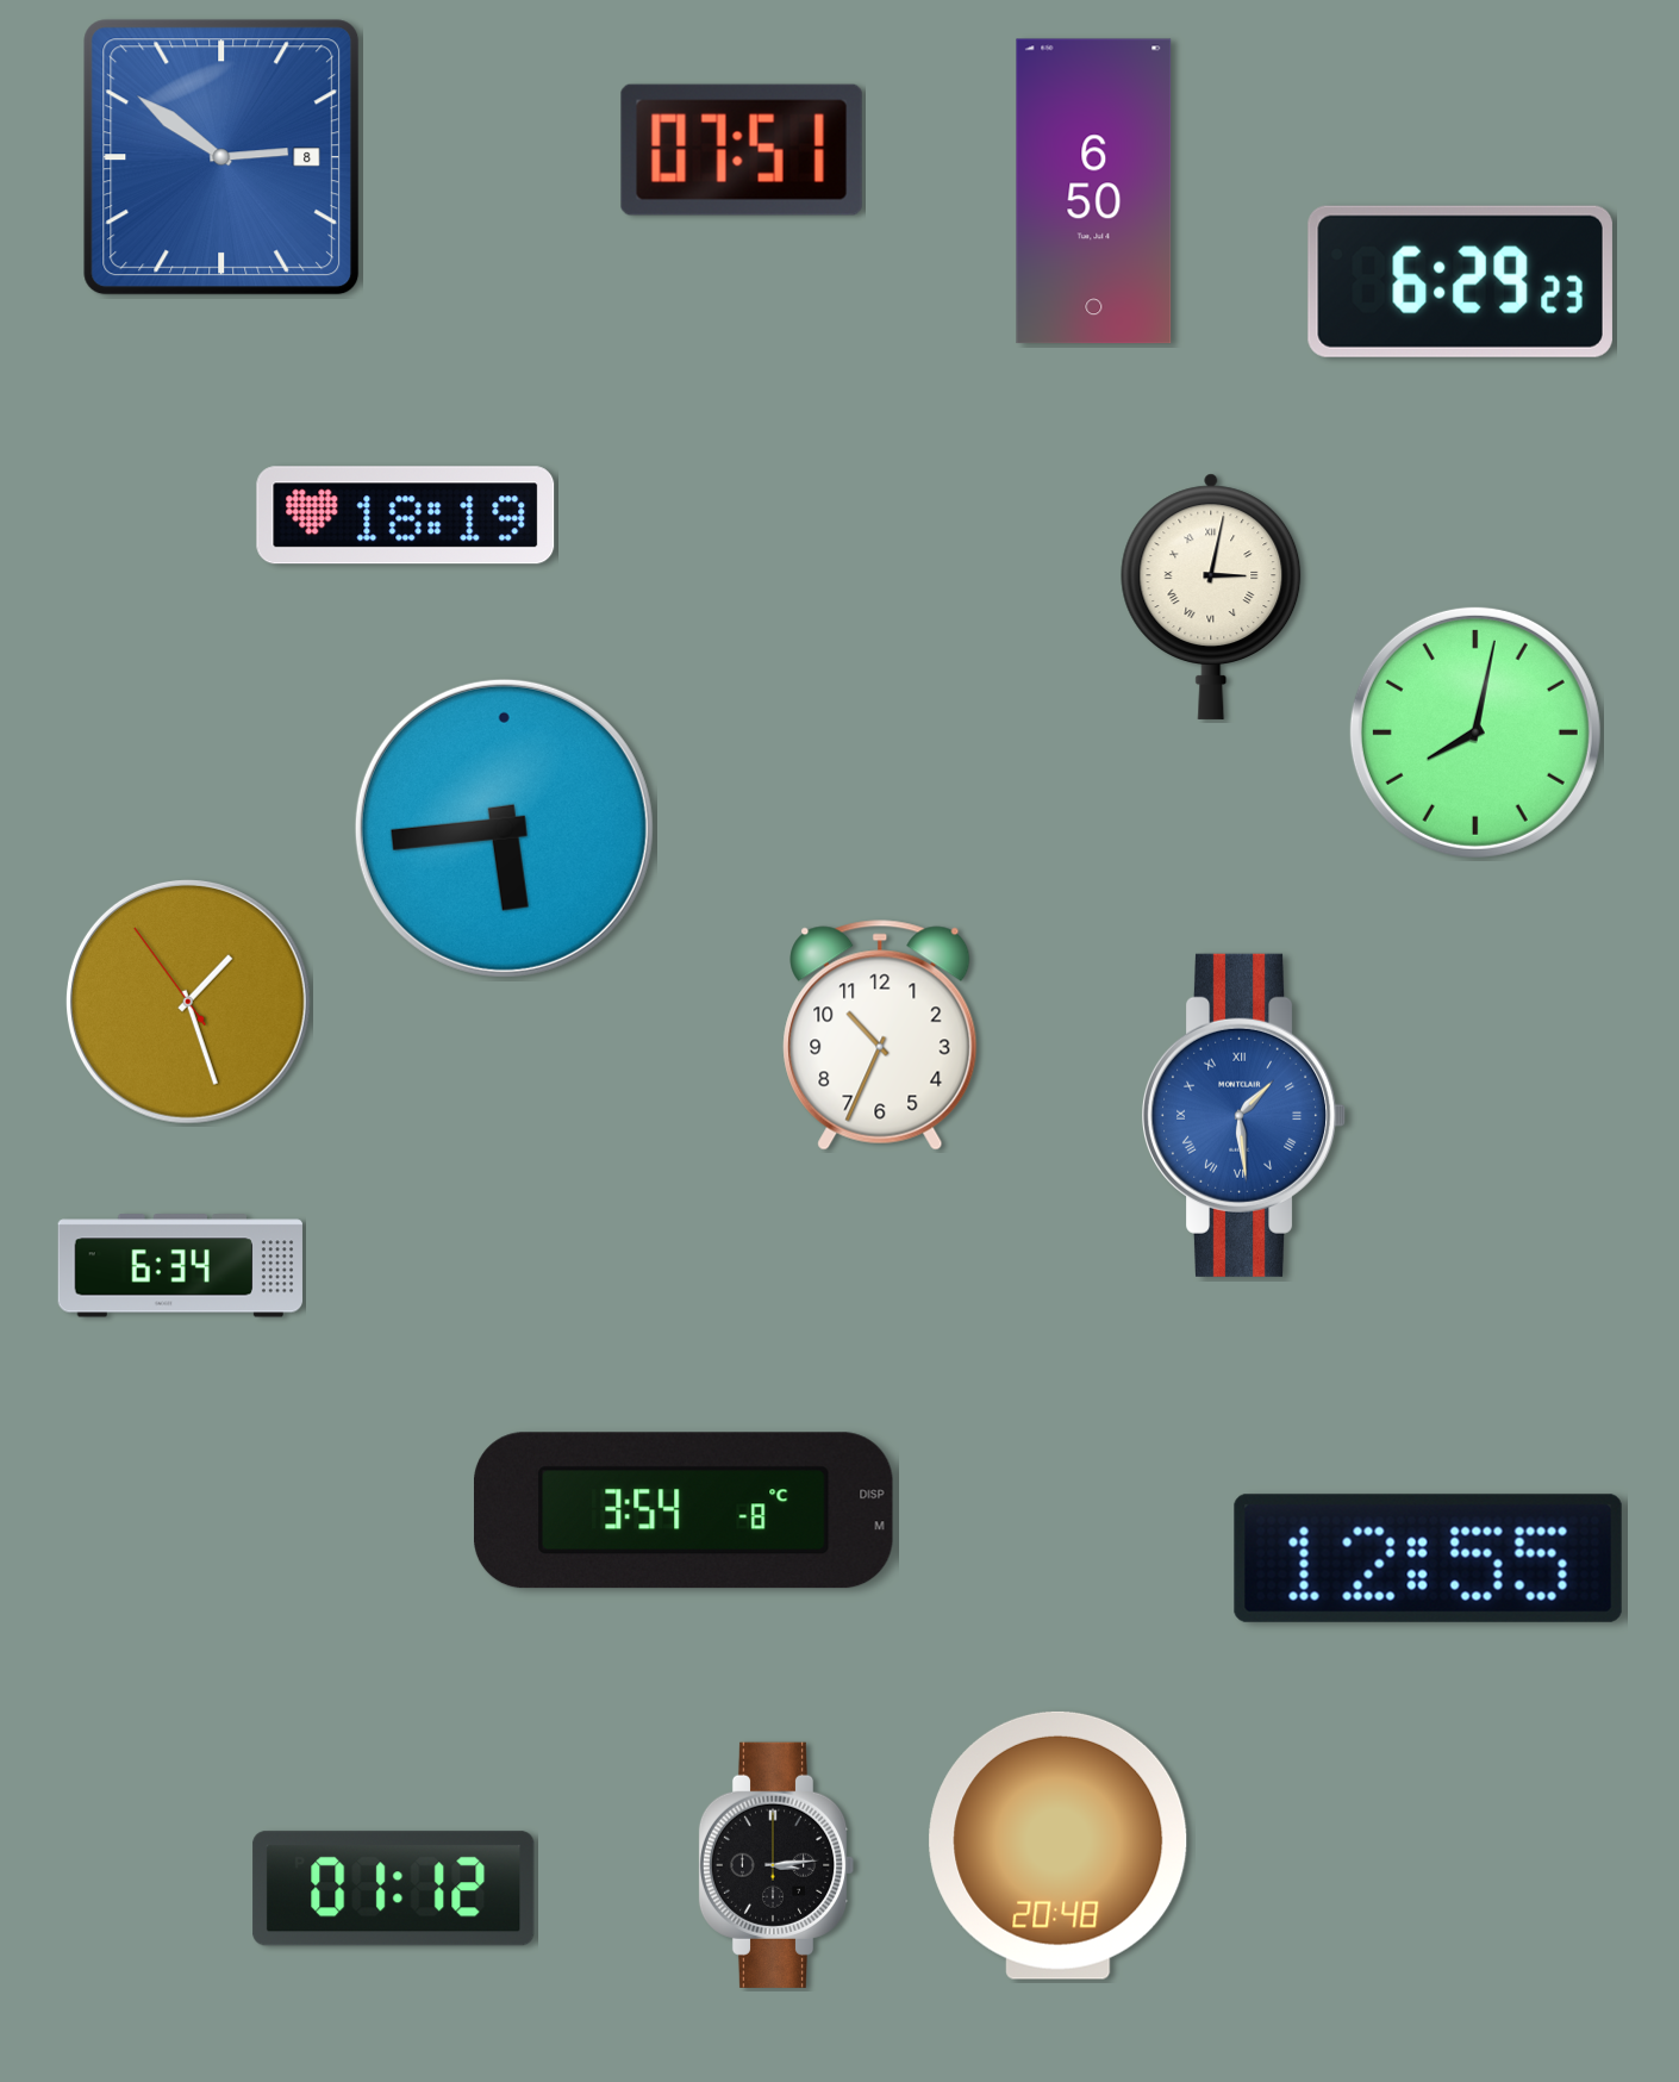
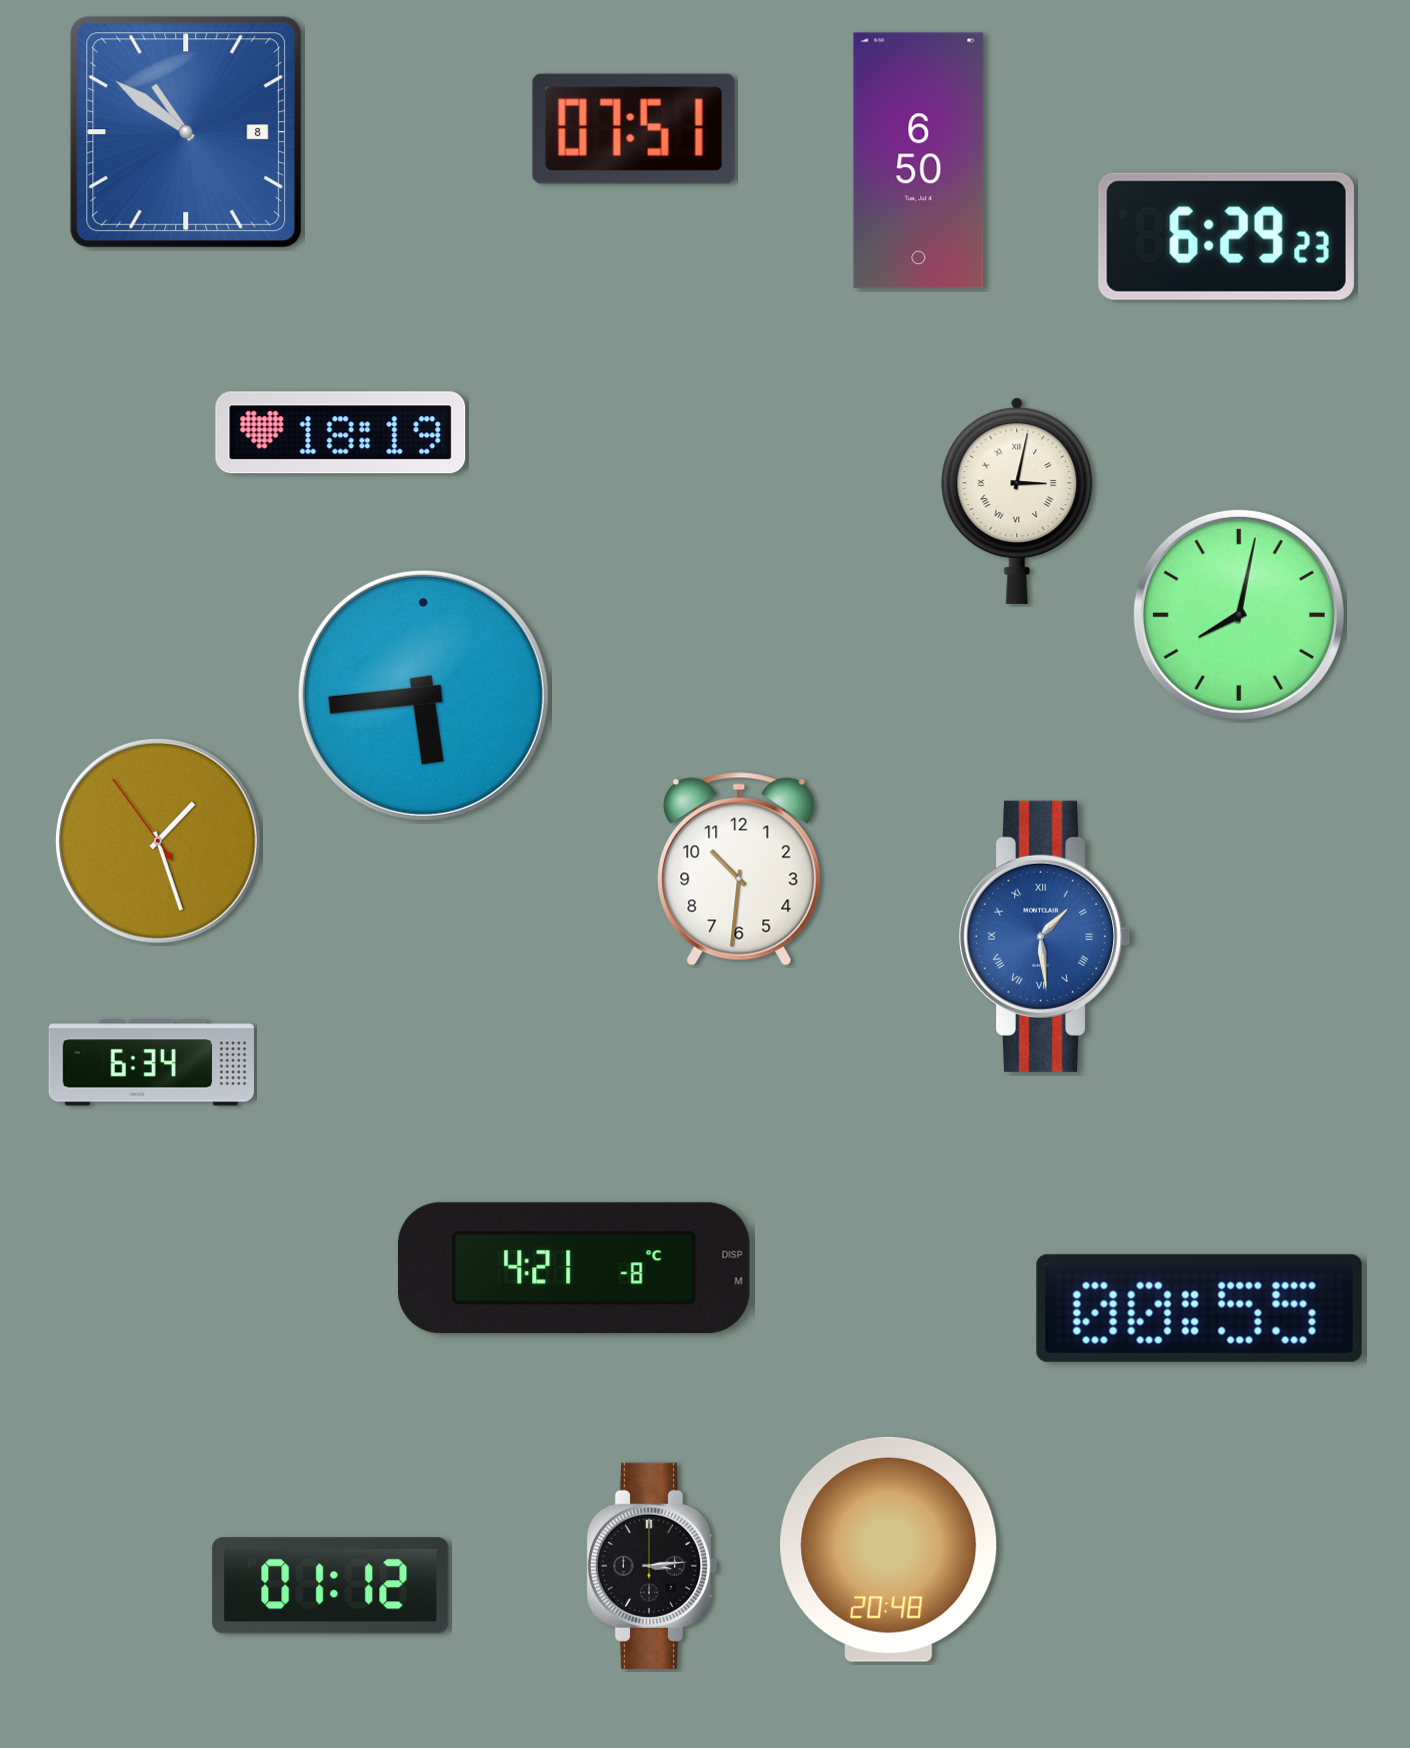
clock at (742, 150) position: (742, 150) -> (634, 129)
clock at (221, 157): 2:51 -> 10:51
clock at (880, 1035): 10:34 -> 10:31
clock at (684, 1510): 3:54 -> 4:21
clock at (1428, 1558): 12:55 -> 00:55
